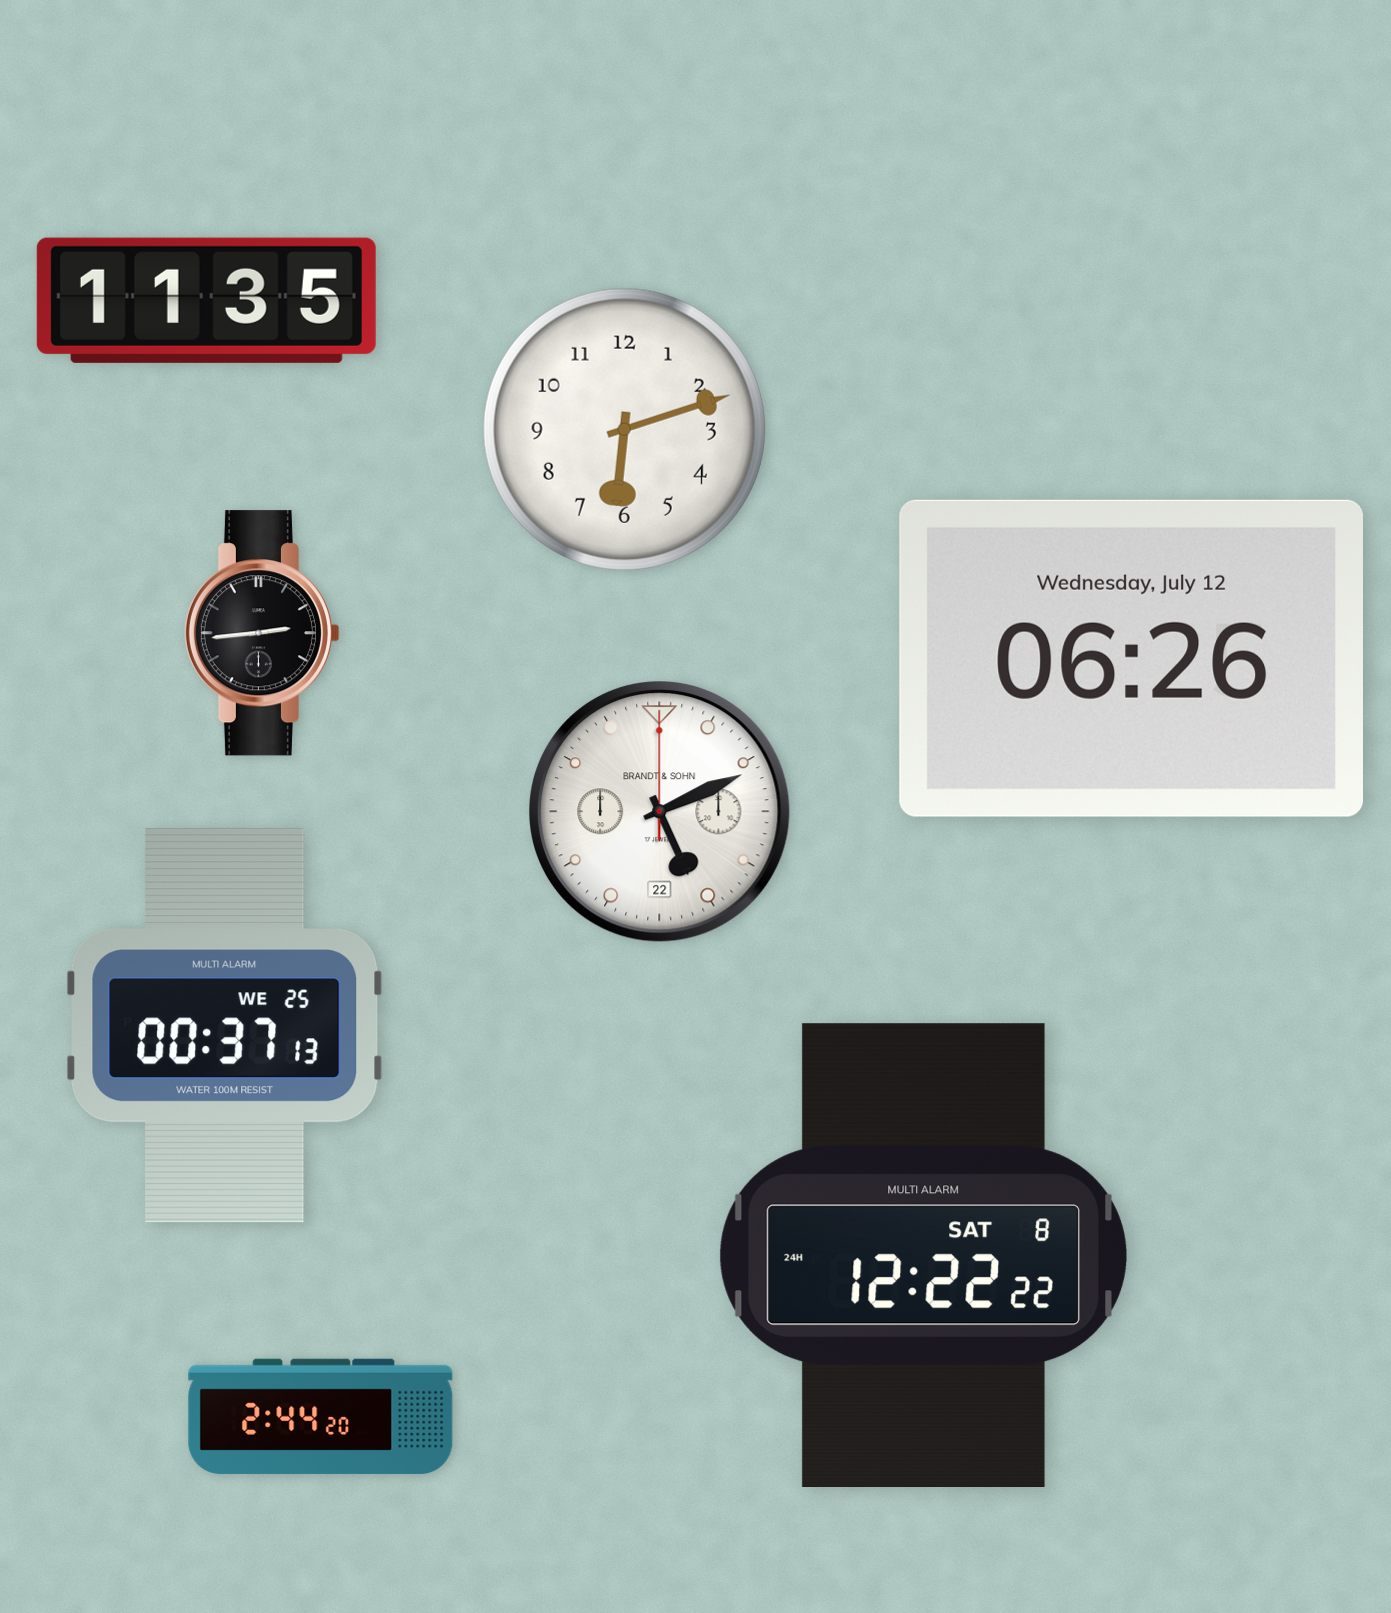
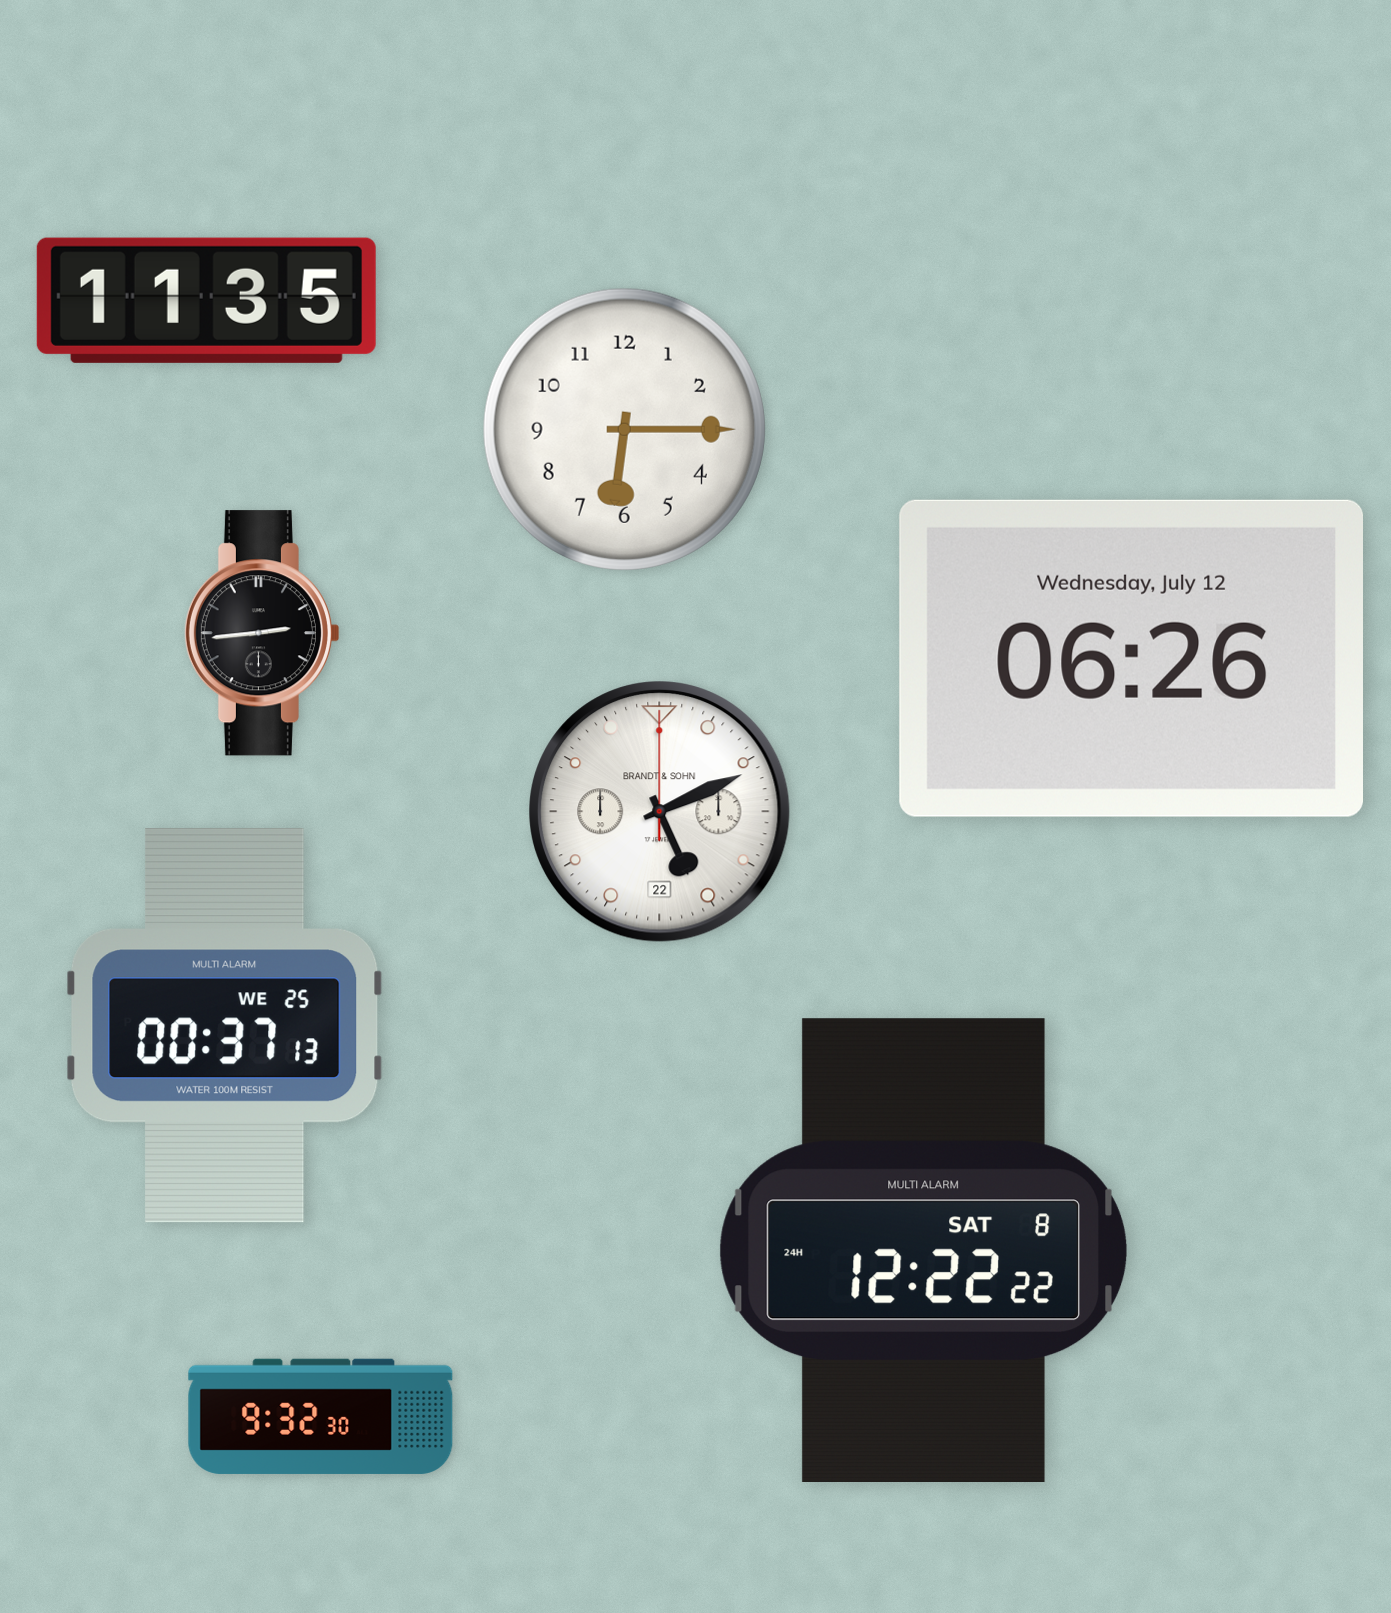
clock at (624, 429): 6:12 -> 6:15
clock at (923, 1255) position: (923, 1255) -> (923, 1250)
clock at (321, 1416): 2:44 -> 9:32
